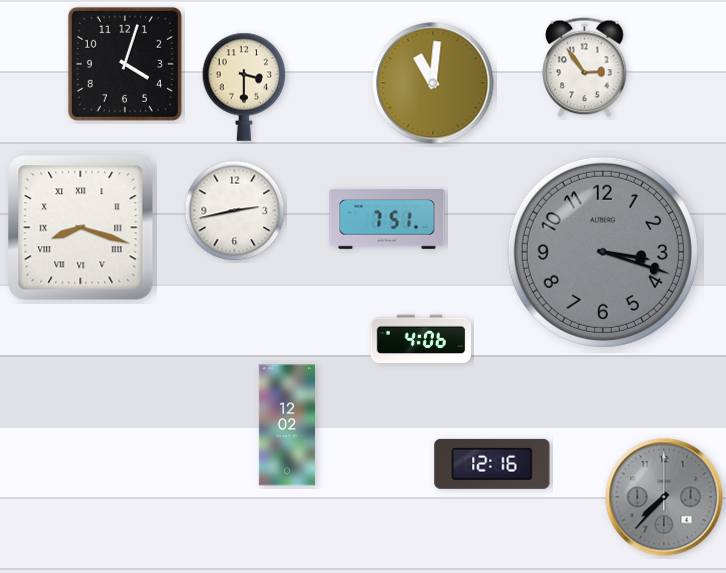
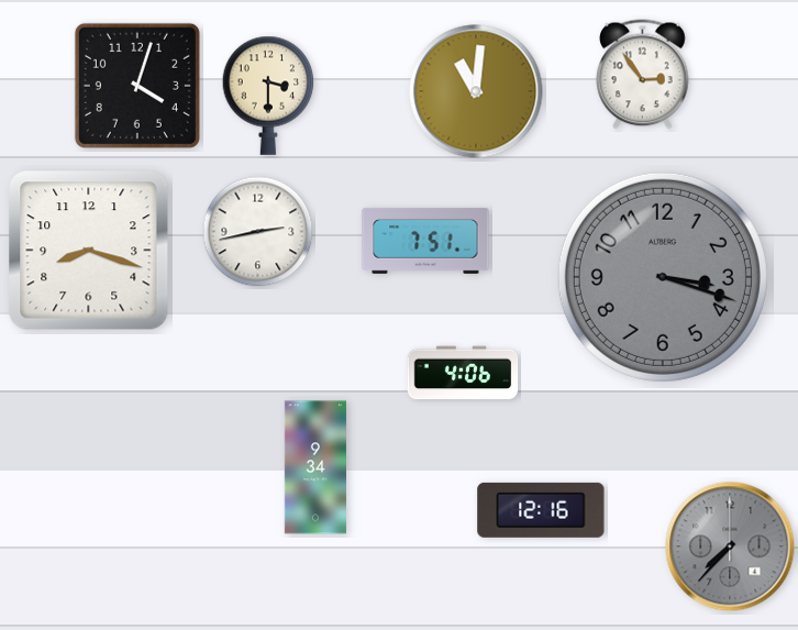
clock at (125, 64) position: (125, 64) -> (137, 86)
clock at (81, 228) numerals: Roman -> Arabic
clock at (287, 425): 12:02 -> 9:34
